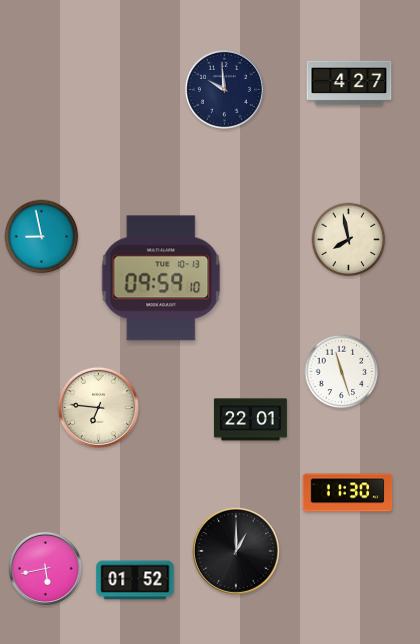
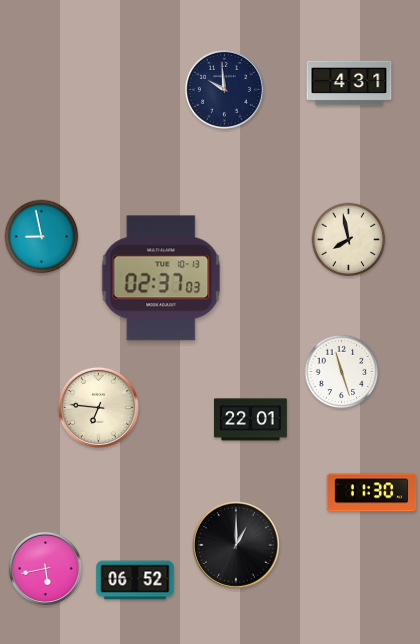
clock at (349, 83): 4:27 -> 4:31
clock at (161, 278): 09:59 -> 02:37
clock at (348, 493) position: (348, 493) -> (372, 493)
clock at (236, 551) position: (236, 551) -> (236, 545)
clock at (135, 580): 01:52 -> 06:52
